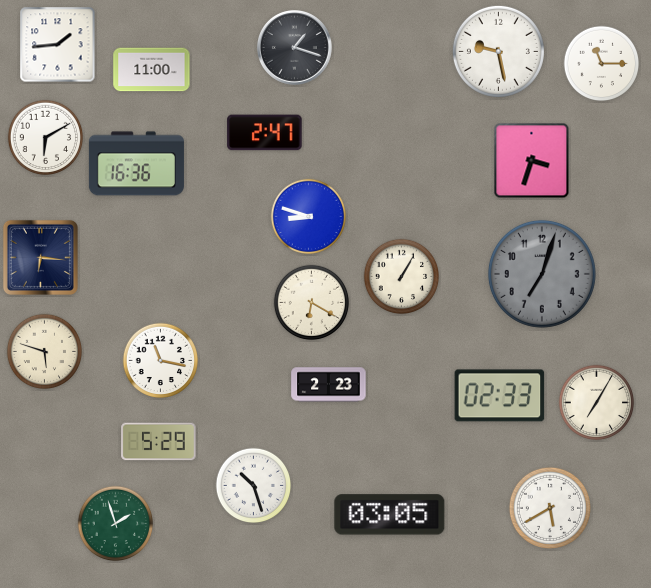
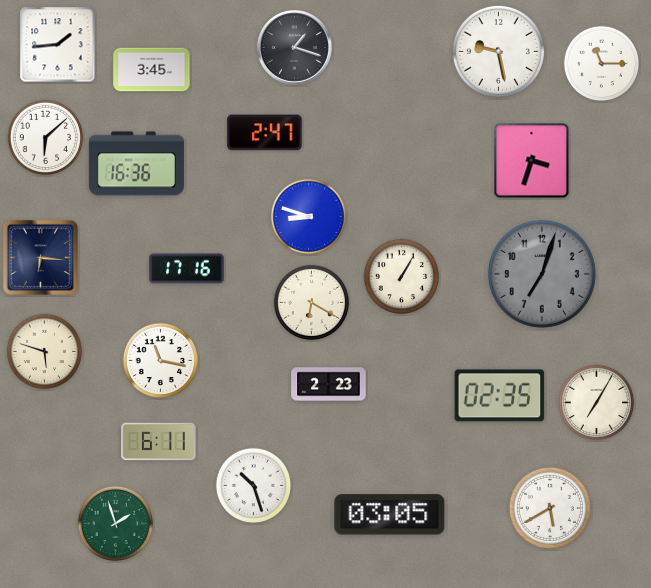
clock at (152, 70): 11:00 -> 3:45
clock at (46, 138): 6:10 -> 6:08
clock at (187, 269): none -> 17:16
clock at (500, 396): 02:33 -> 02:35
clock at (159, 442): 5:29 -> 6:11
